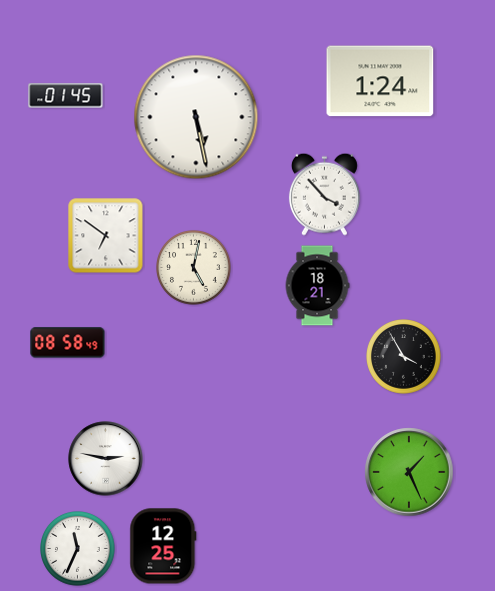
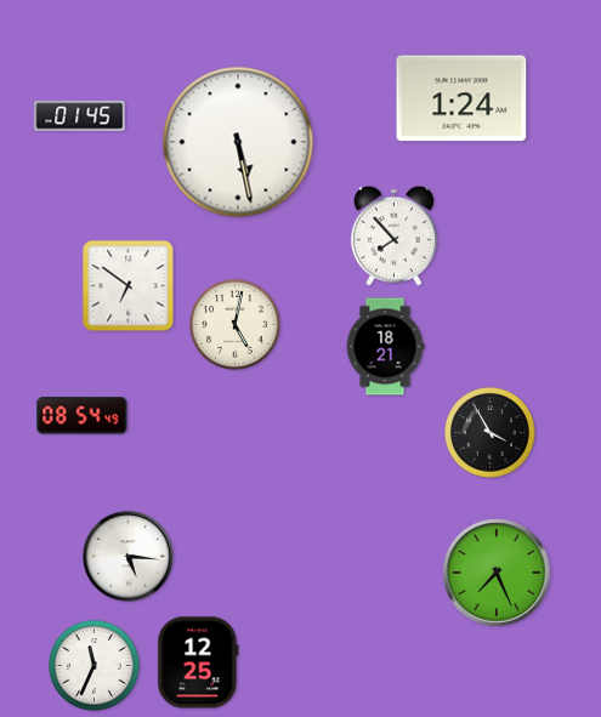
clock at (324, 194): 3:53 -> 7:53
clock at (68, 343): 08:58 -> 08:54
clock at (106, 459): 2:47 -> 5:16
clock at (409, 472): 1:26 -> 7:26
